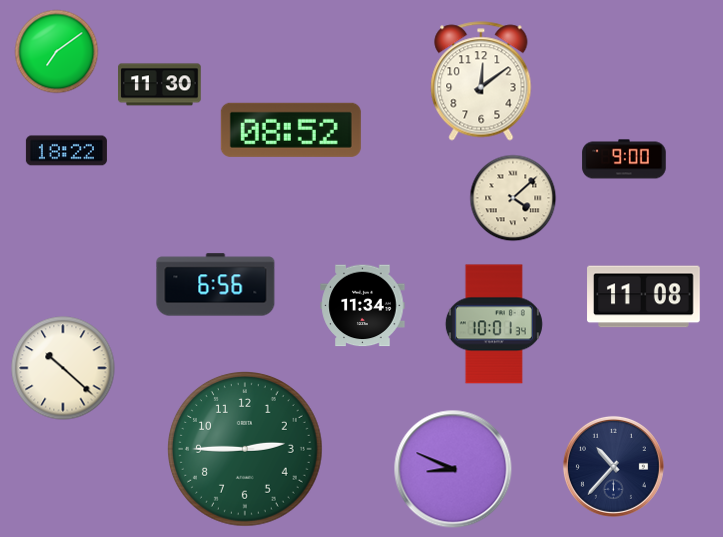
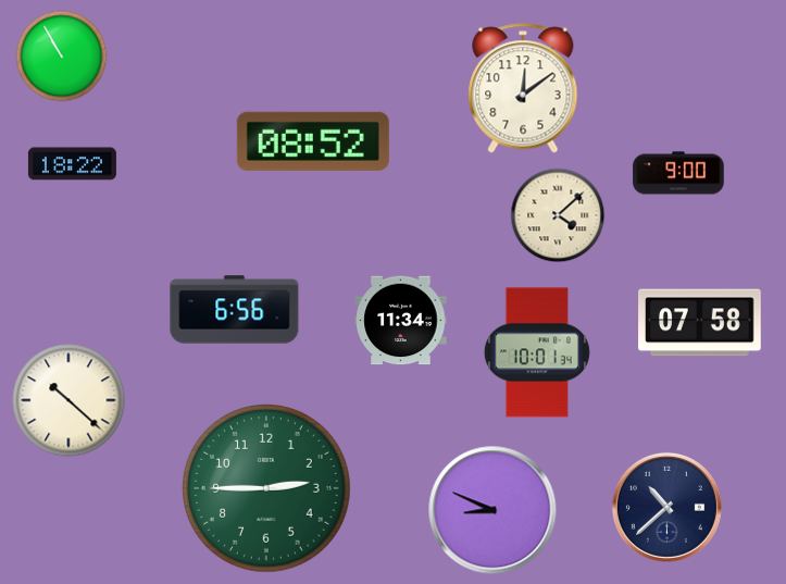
clock at (57, 52): 7:09 -> 10:55
clock at (160, 85): 11:30 -> none
clock at (291, 130) position: (291, 130) -> (313, 141)
clock at (644, 297): 11:08 -> 07:58
clock at (363, 306) position: (363, 306) -> (401, 321)
clock at (613, 466): 10:37 -> 10:38
